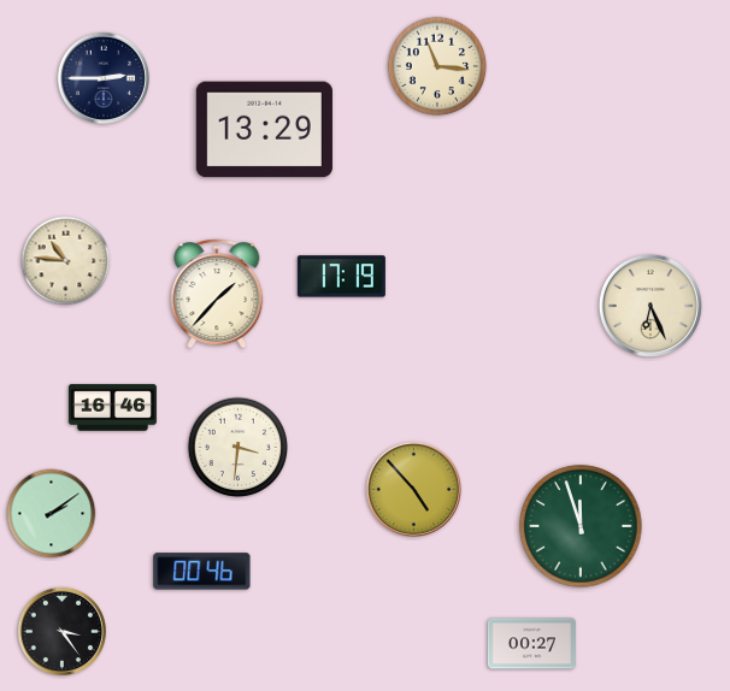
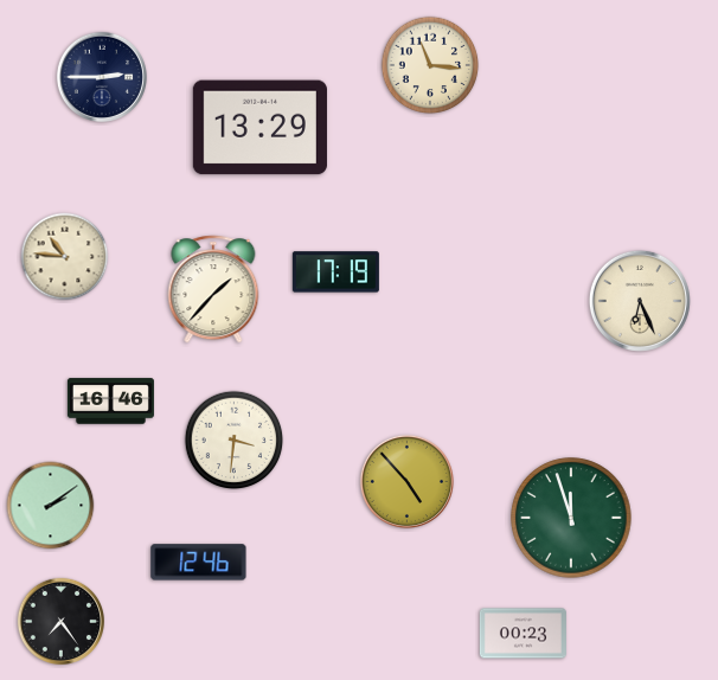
clock at (202, 572): 00:46 -> 12:46
clock at (61, 631): 3:24 -> 7:24
clock at (531, 644): 00:27 -> 00:23
